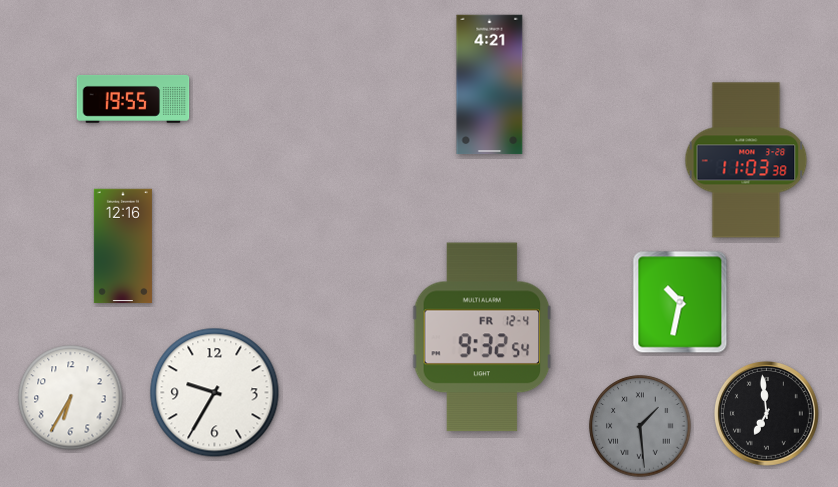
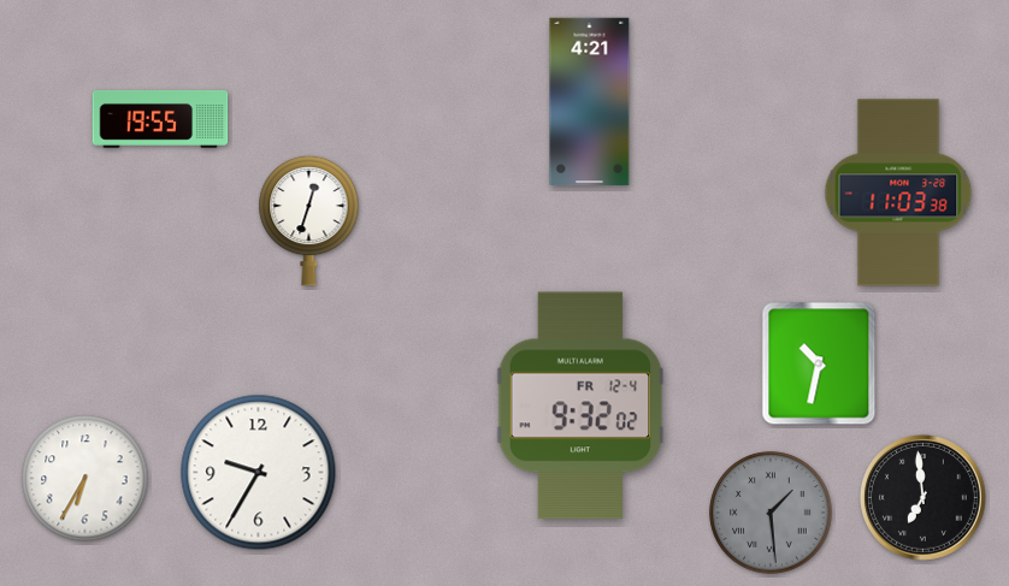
clock at (309, 220): none -> 12:33
clock at (123, 246): 12:16 -> none
clock at (482, 337): 9:32:54 -> 9:32:02
